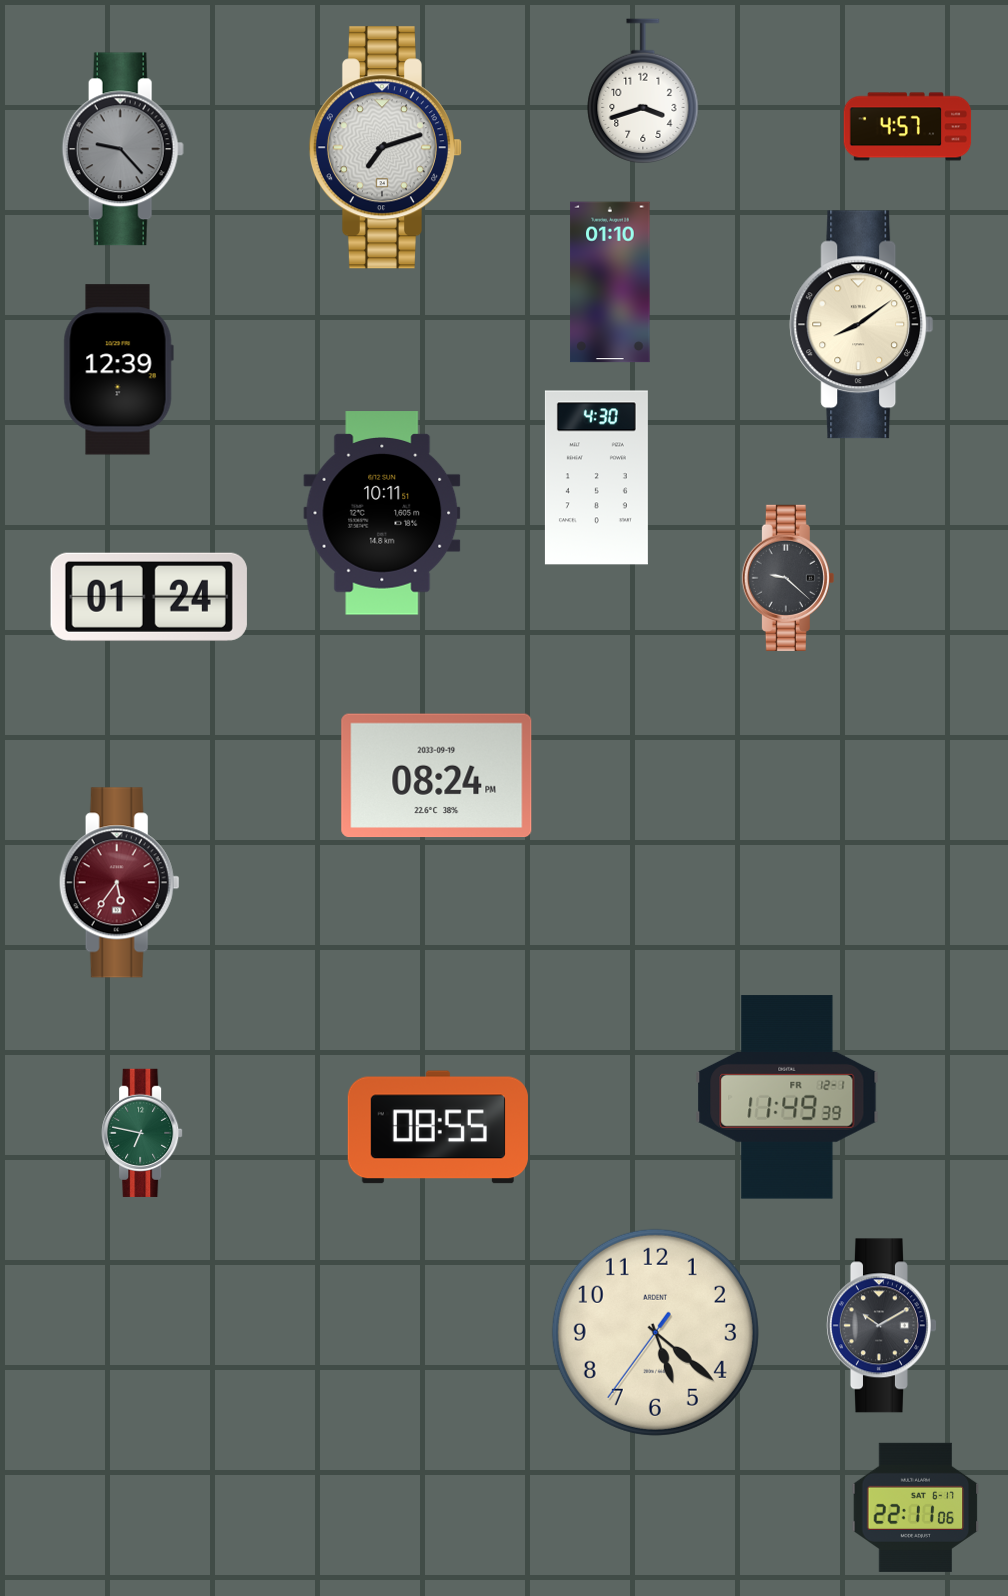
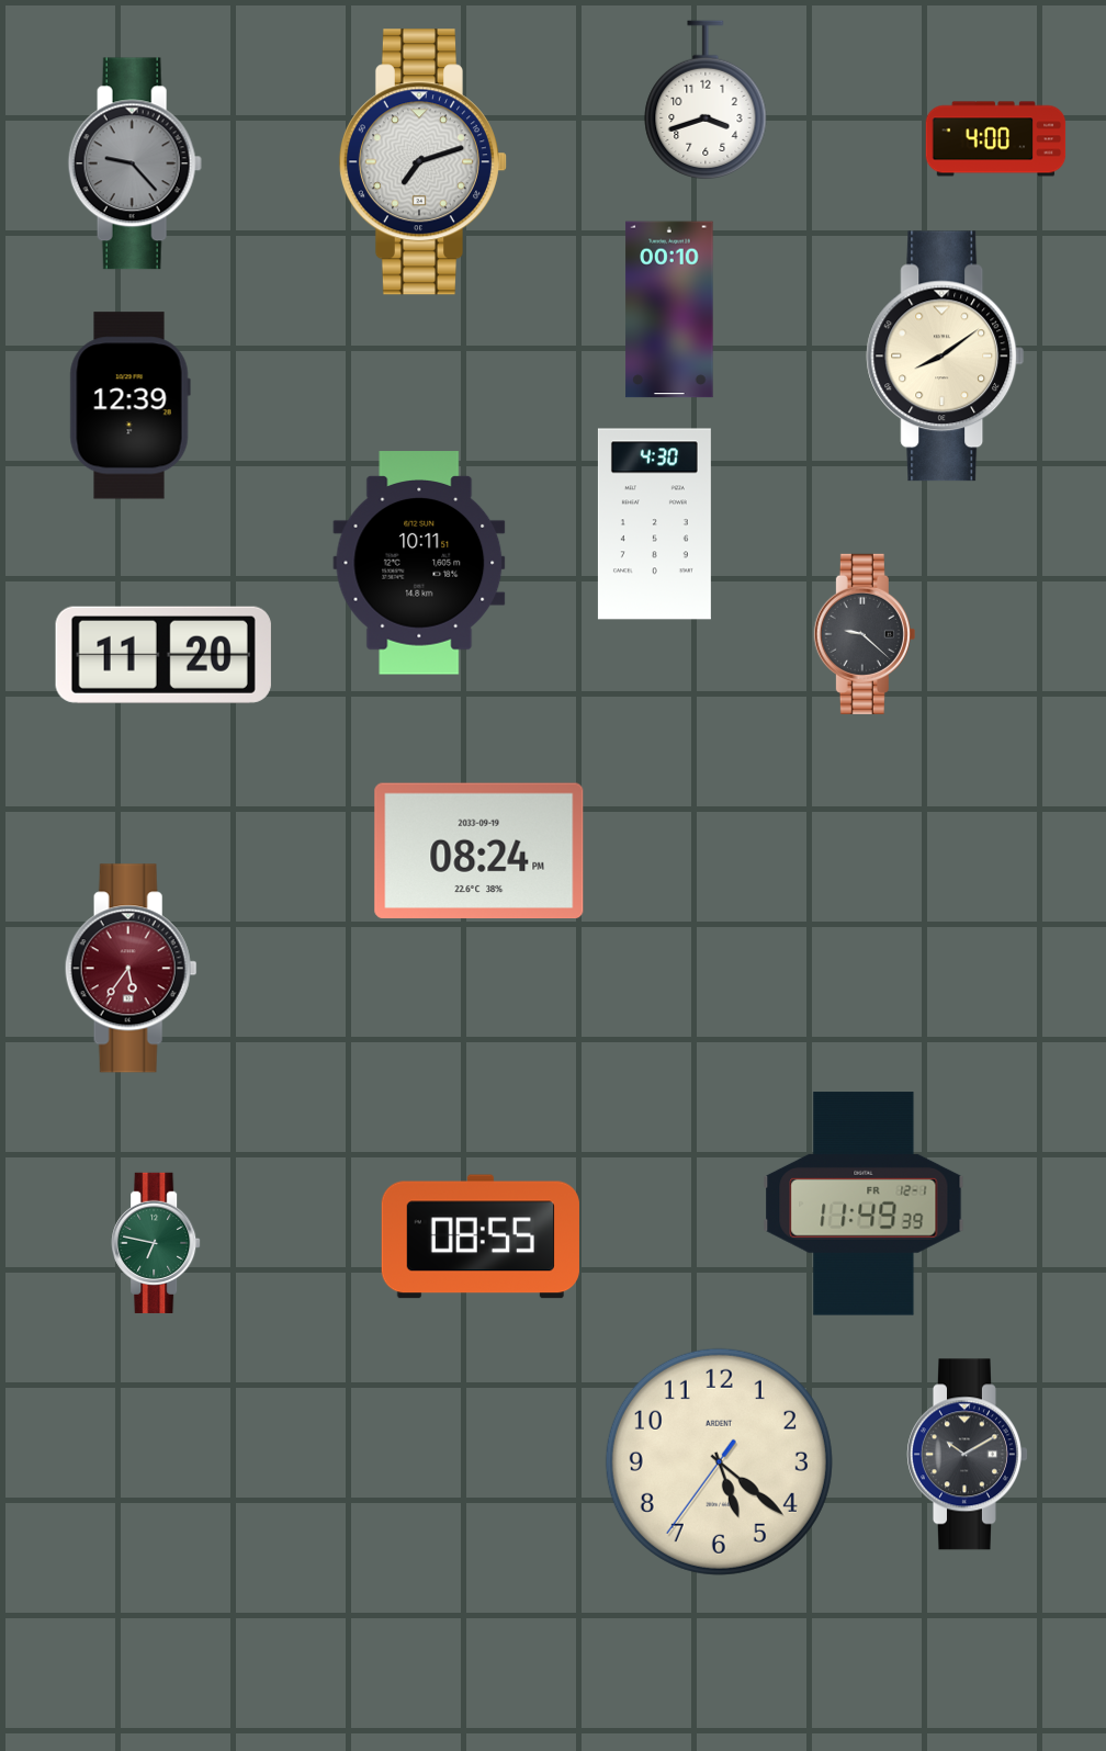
clock at (908, 127): 4:57 -> 4:00
clock at (610, 282): 01:10 -> 00:10
clock at (149, 597): 01:24 -> 11:20
clock at (916, 1507): 22:11 -> none
